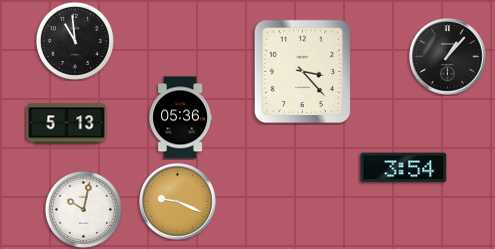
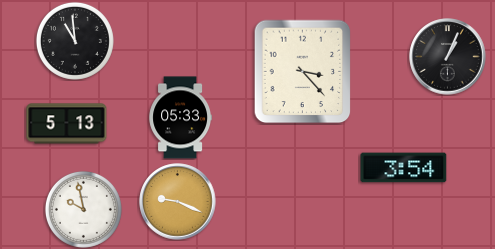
clock at (448, 57): 1:07 -> 1:04
clock at (180, 118): 05:36 -> 05:33
clock at (83, 209): 10:02 -> 9:58
